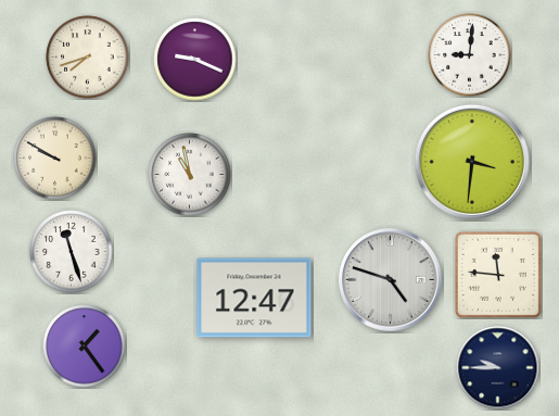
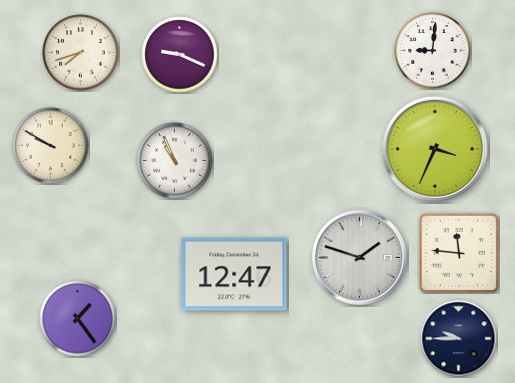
clock at (472, 162): 3:31 -> 3:34
clock at (190, 175): 10:58 -> 10:56
clock at (72, 252): 11:27 -> none
clock at (391, 280): 4:48 -> 1:48
